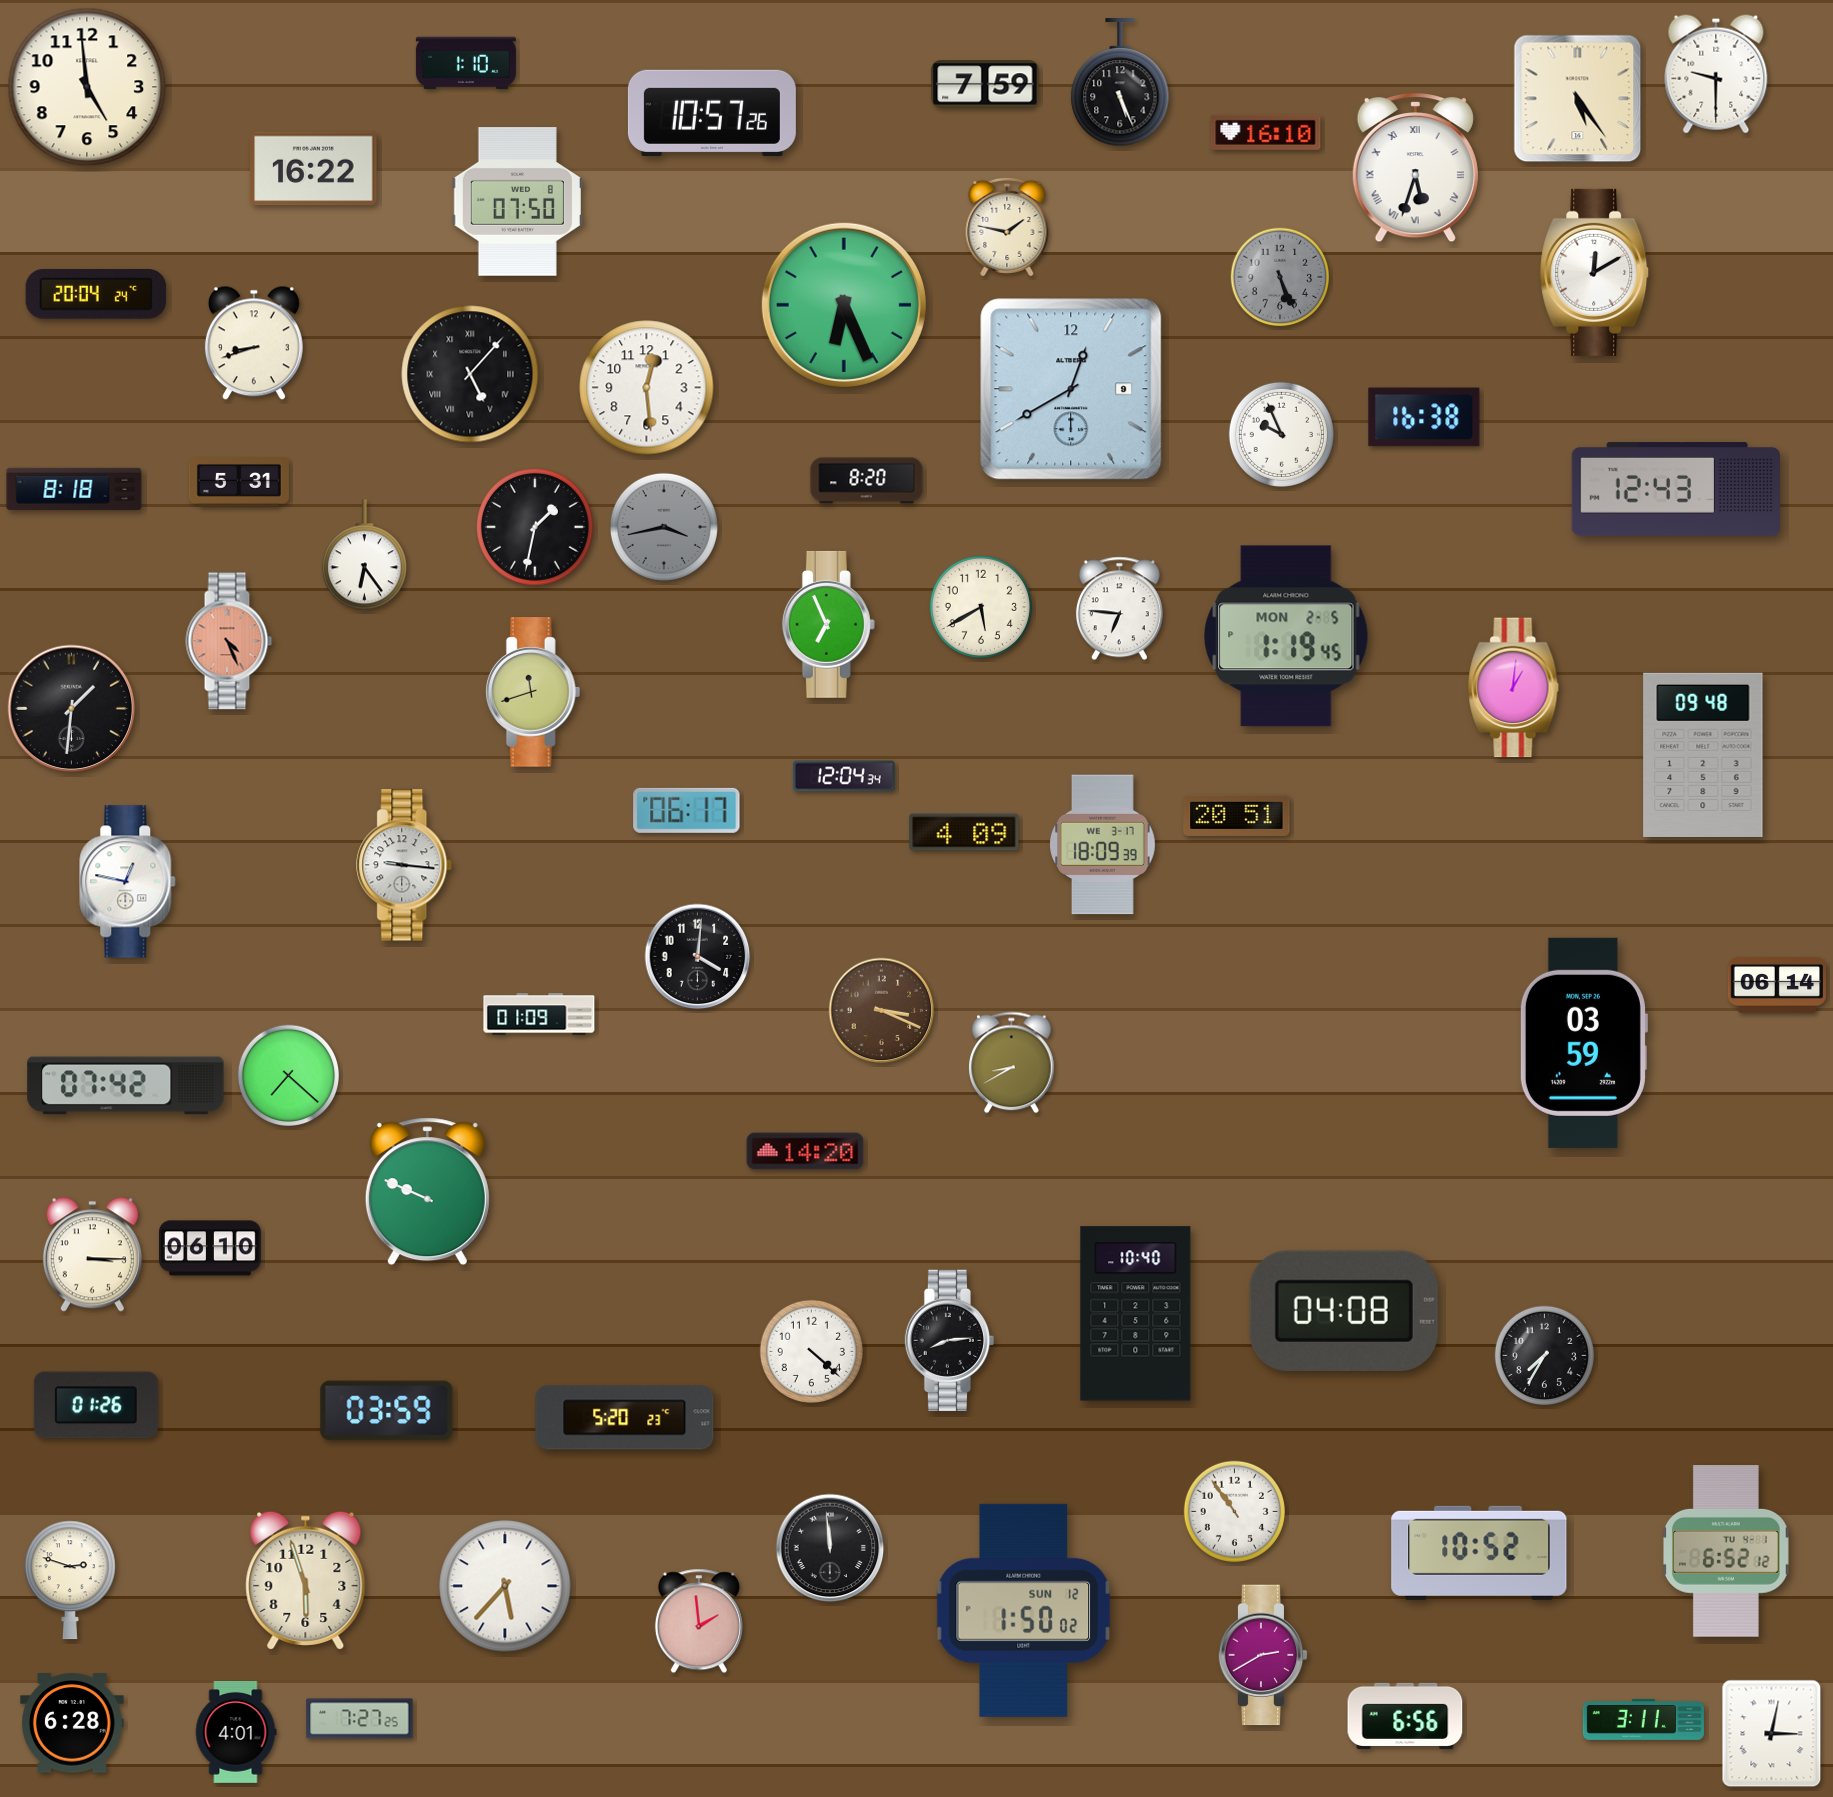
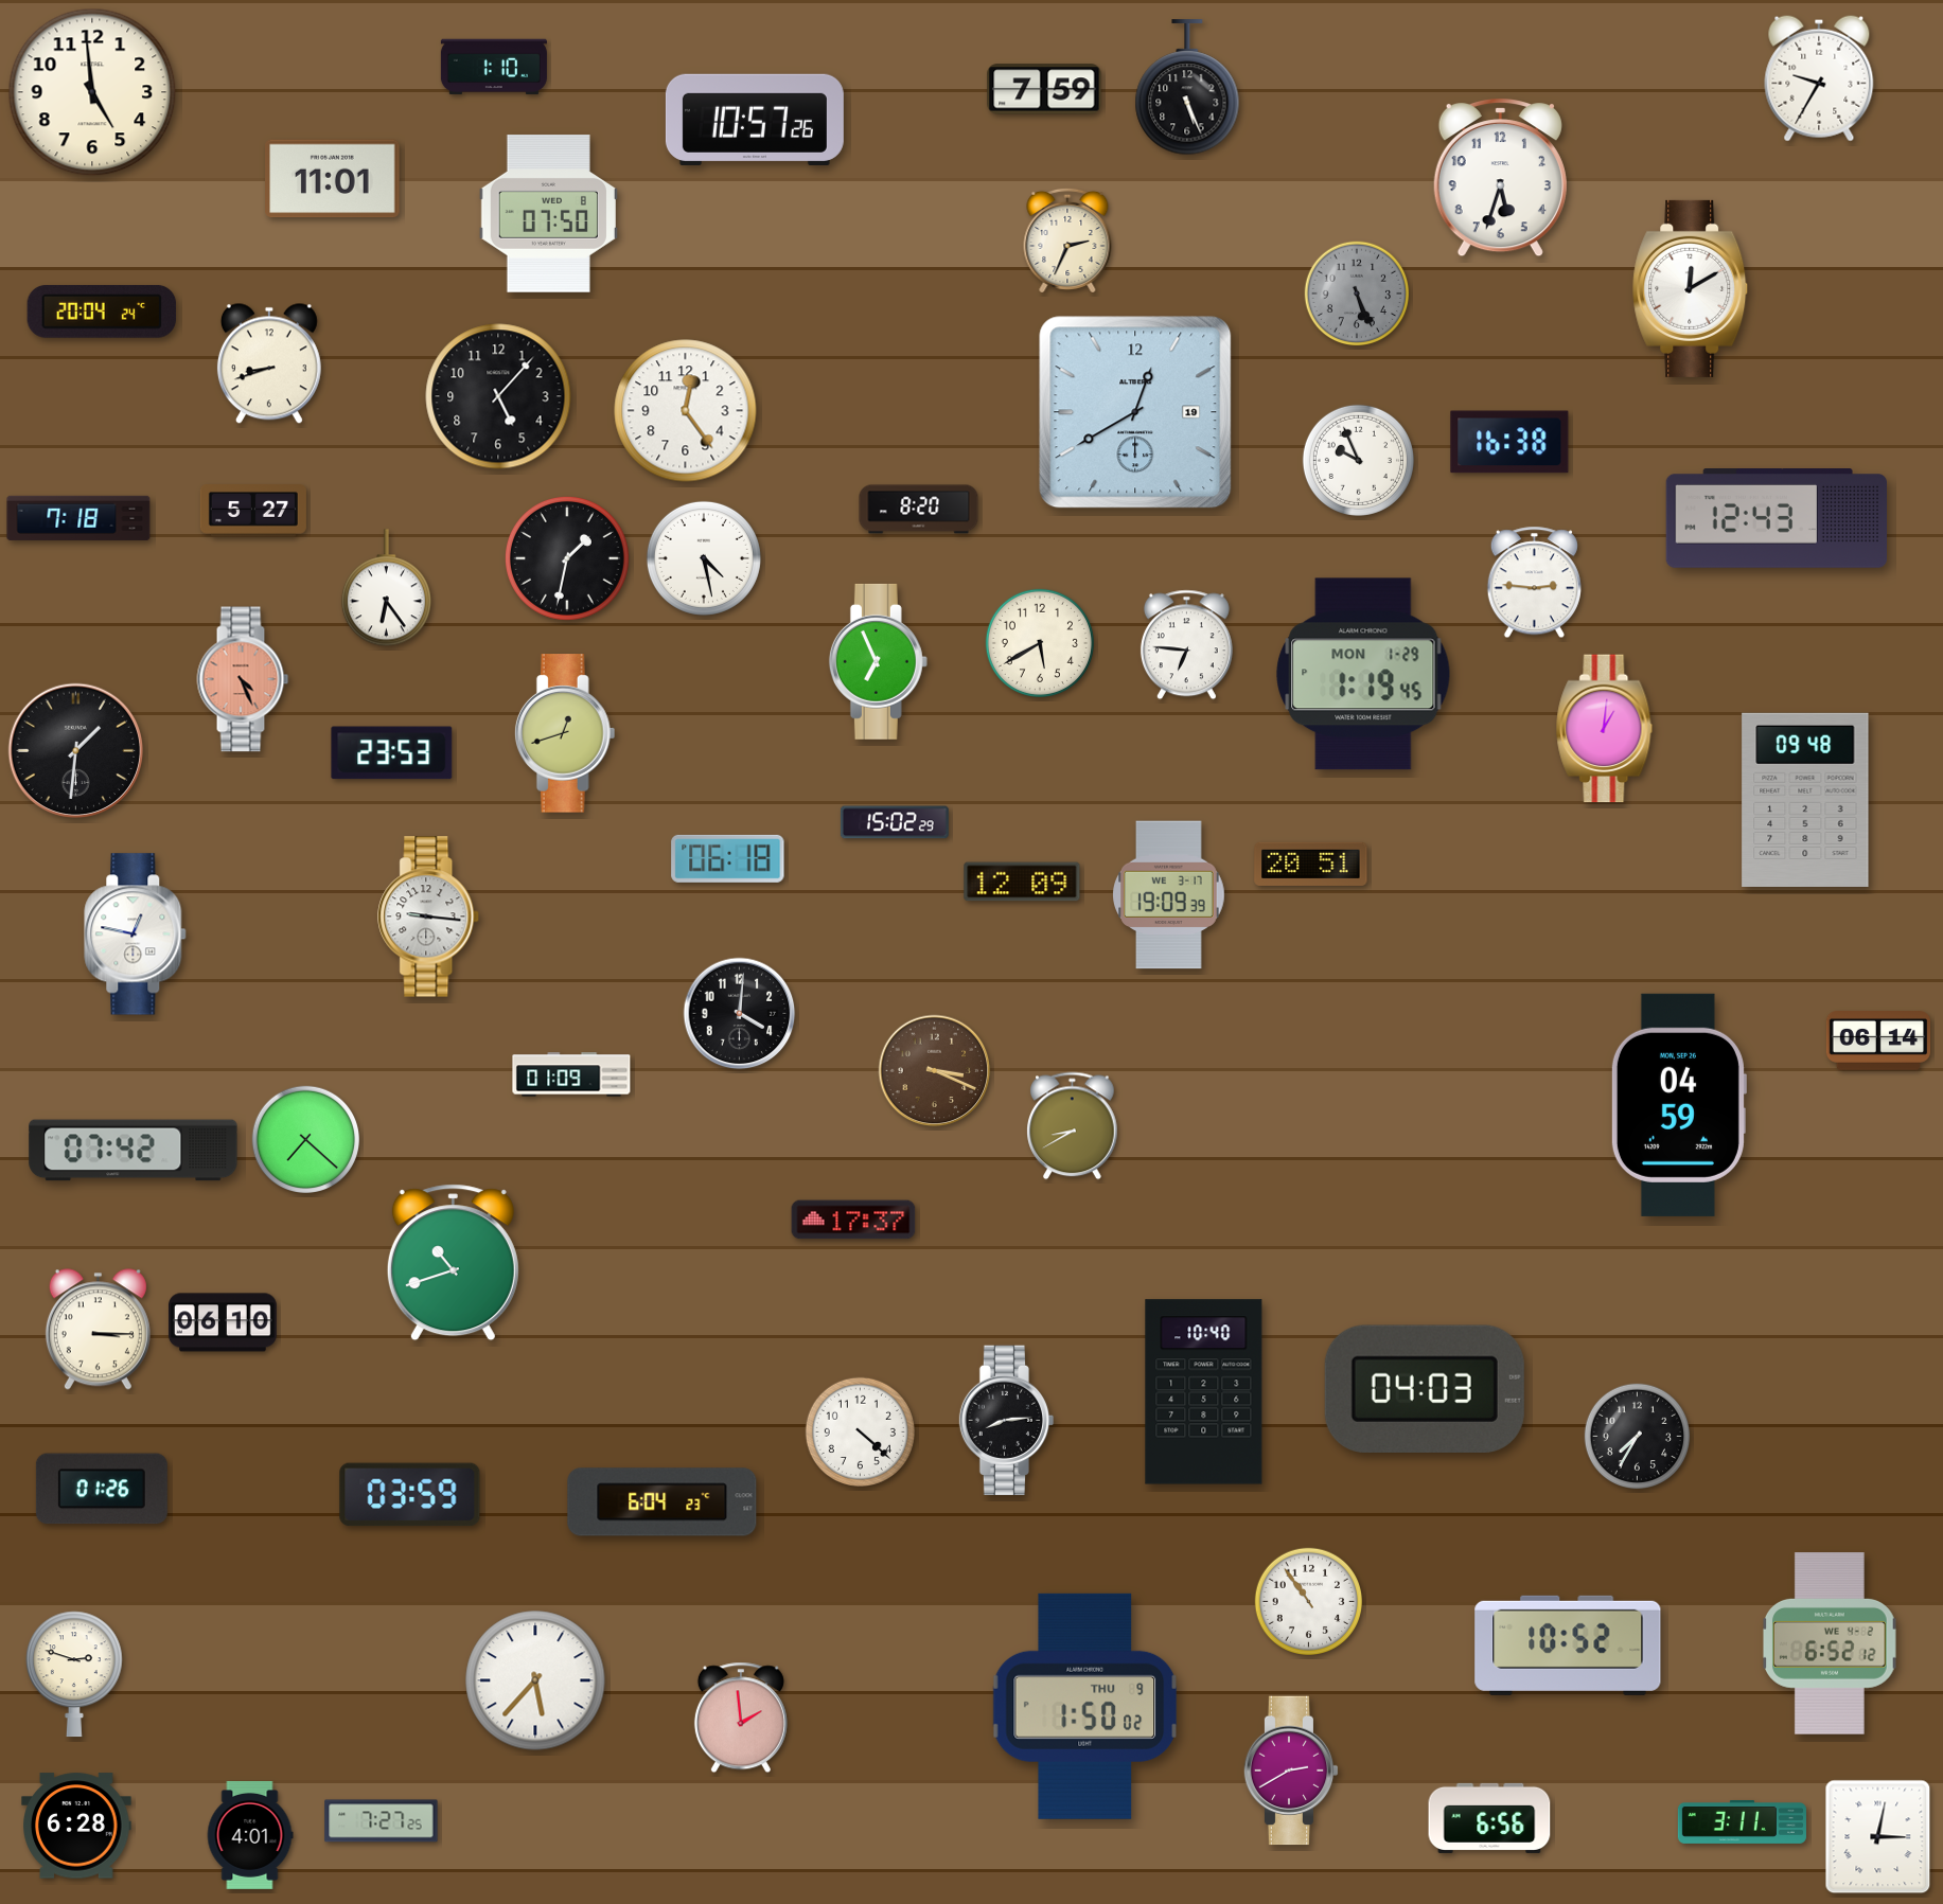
clock at (1716, 74): 9:30 -> 9:35
clock at (1578, 99): 5:24 -> none
clock at (1266, 132): 16:10 -> none
clock at (1415, 168) numerals: Roman -> Arabic
clock at (314, 169): 16:22 -> 11:01
clock at (1007, 227): 1:47 -> 2:34
clock at (844, 305): 6:26 -> none
clock at (470, 374) numerals: Roman -> Arabic
clock at (647, 388): 12:29 -> 12:24
clock at (1071, 389) date: 9 -> 19
clock at (239, 483): 5:31 -> 5:27
clock at (74, 489): 8:18 -> 7:18
clock at (664, 527): 3:43 -> 4:28
clock at (664, 527) dial: grey -> white
clock at (1534, 583): none -> 2:46
clock at (1286, 636) date: MON 2-5 -> MON 1-29
clock at (533, 692): 11:42 -> 12:42
clock at (392, 753): none -> 23:53
clock at (844, 776): 12:04 -> 15:02
clock at (687, 810): 06:17 -> 06:18
clock at (964, 832): 4:09 -> 12:09
clock at (1103, 845): 18:09 -> 19:09
clock at (1776, 986) position: (1776, 986) -> (1877, 1042)
clock at (1583, 1043): 03:59 -> 04:59
clock at (805, 1151): 14:20 -> 17:37
clock at (427, 1192): 9:49 -> 10:42
clock at (1344, 1311): 04:08 -> 04:03
clock at (625, 1418): 5:20 -> 6:04
clock at (830, 1548): 11:59 -> none
clock at (1726, 1551) date: TU 4-1 -> WE 4-2
clock at (306, 1580): 5:57 -> none
clock at (1024, 1610) date: SUN 12 -> THU 9
clock at (1263, 1655) position: (1263, 1655) -> (1291, 1770)
